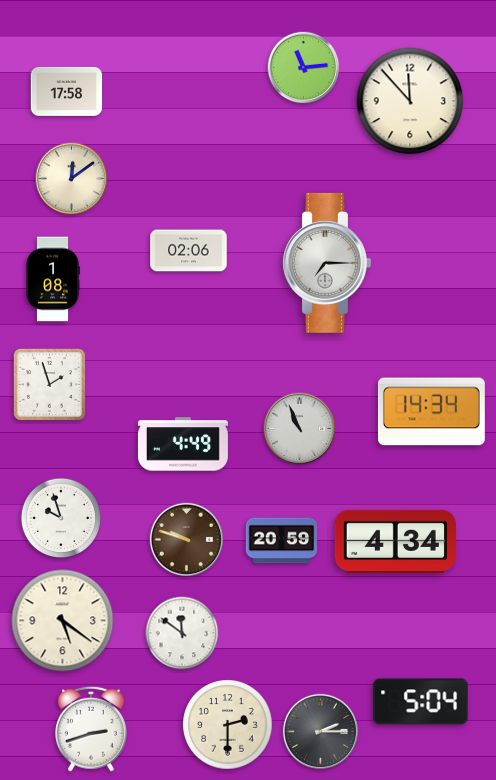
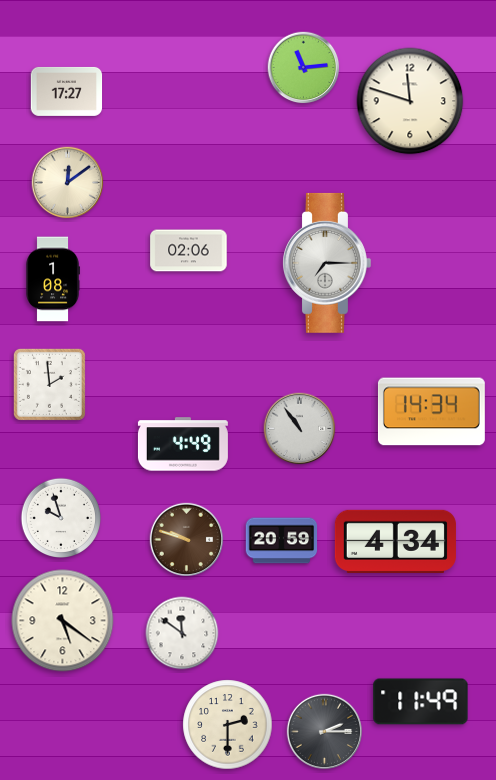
clock at (67, 91): 17:58 -> 17:27
clock at (410, 101): 11:53 -> 11:48
clock at (72, 179) position: (72, 179) -> (68, 183)
clock at (49, 384): 1:57 -> 1:59
clock at (300, 429): 10:56 -> 10:54
clock at (421, 702): 5:04 -> 11:49
clock at (91, 729): 2:42 -> none
clock at (320, 731) position: (320, 731) -> (324, 731)
